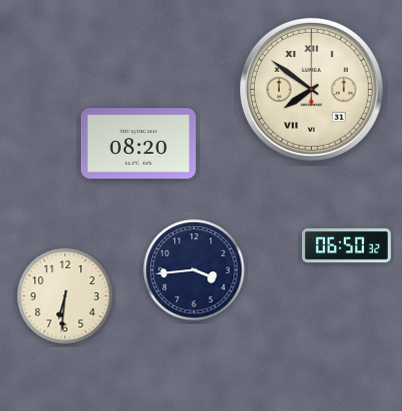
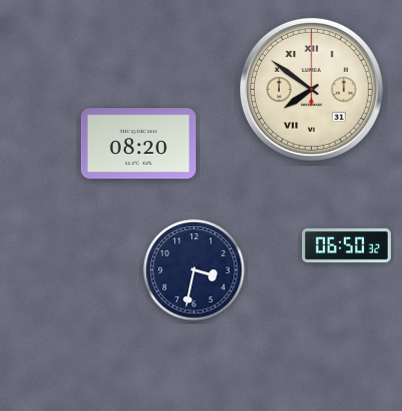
clock at (194, 270): 3:44 -> 3:32
clock at (65, 296): 6:31 -> none
